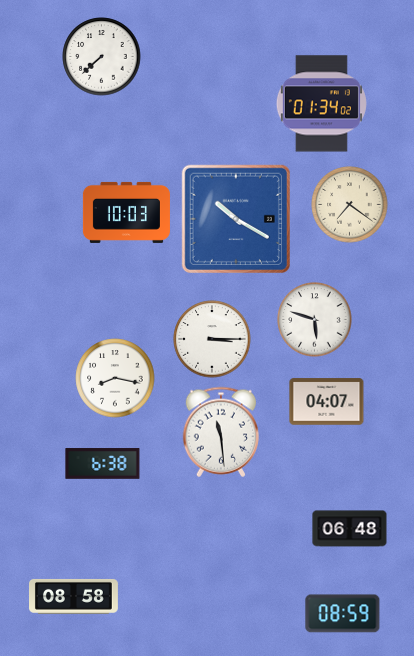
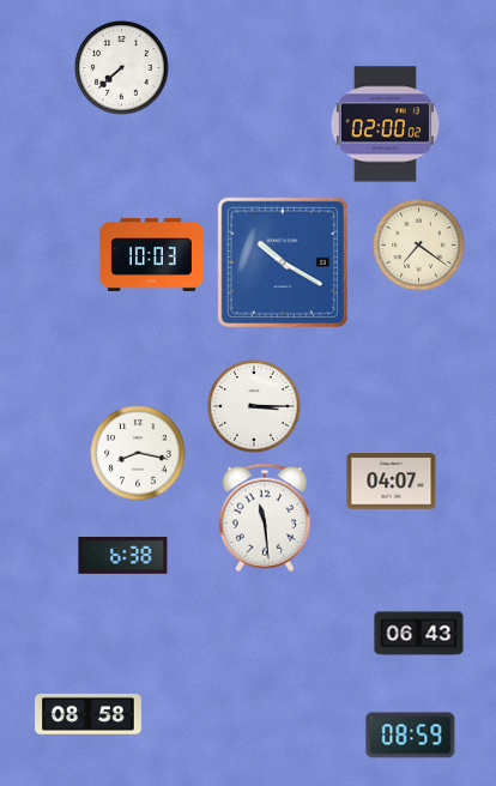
clock at (321, 104): 01:34 -> 02:00
clock at (315, 320): 5:48 -> none
clock at (350, 529): 06:48 -> 06:43
